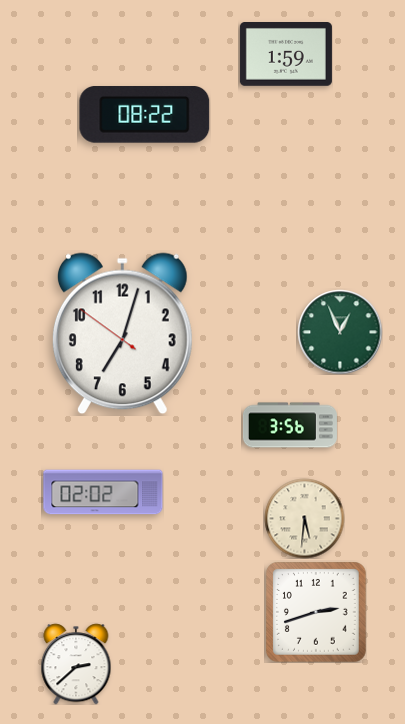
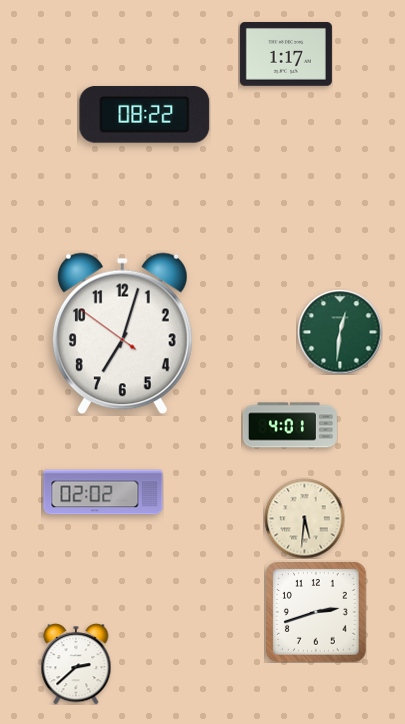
clock at (286, 55): 1:59 -> 1:17
clock at (340, 332): 12:56 -> 12:31
clock at (290, 425): 3:56 -> 4:01
